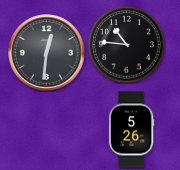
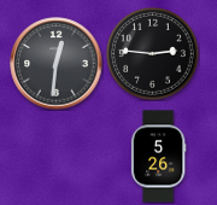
clock at (127, 45): 10:46 -> 2:46
